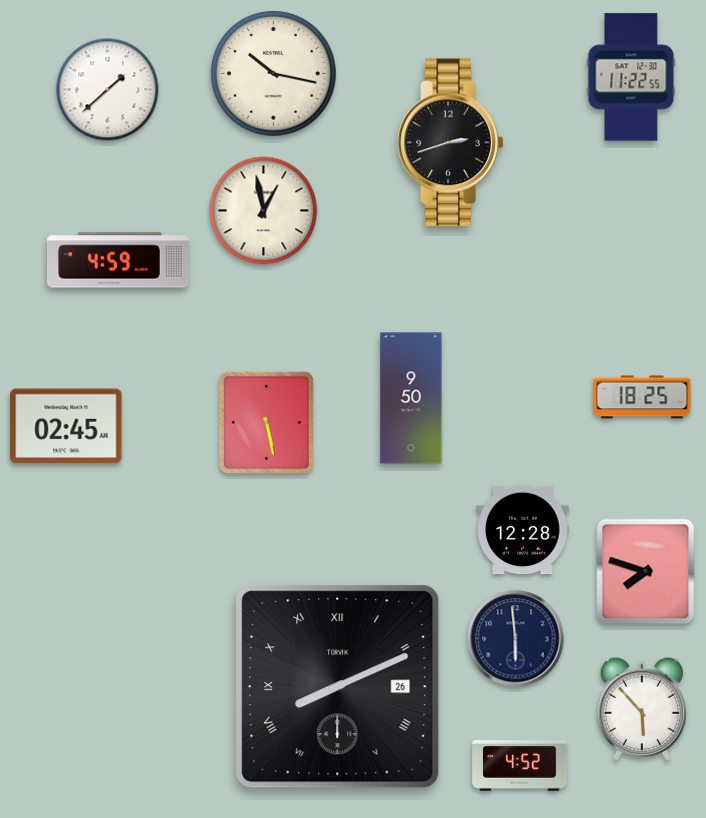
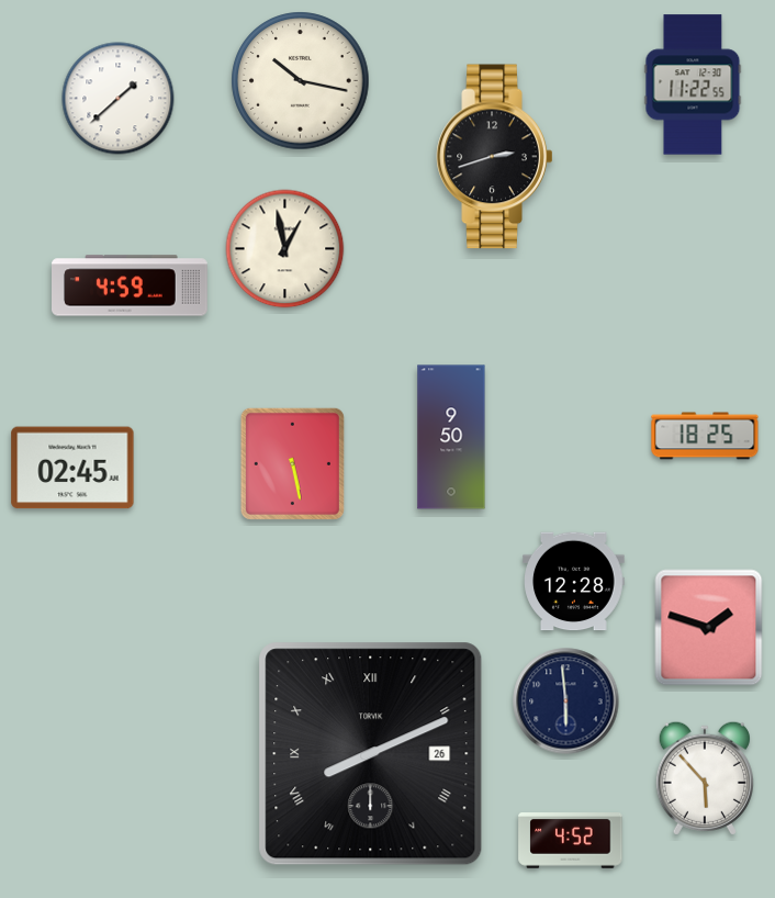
clock at (264, 211) position: (264, 211) -> (285, 249)
clock at (646, 572): 7:48 -> 1:48
